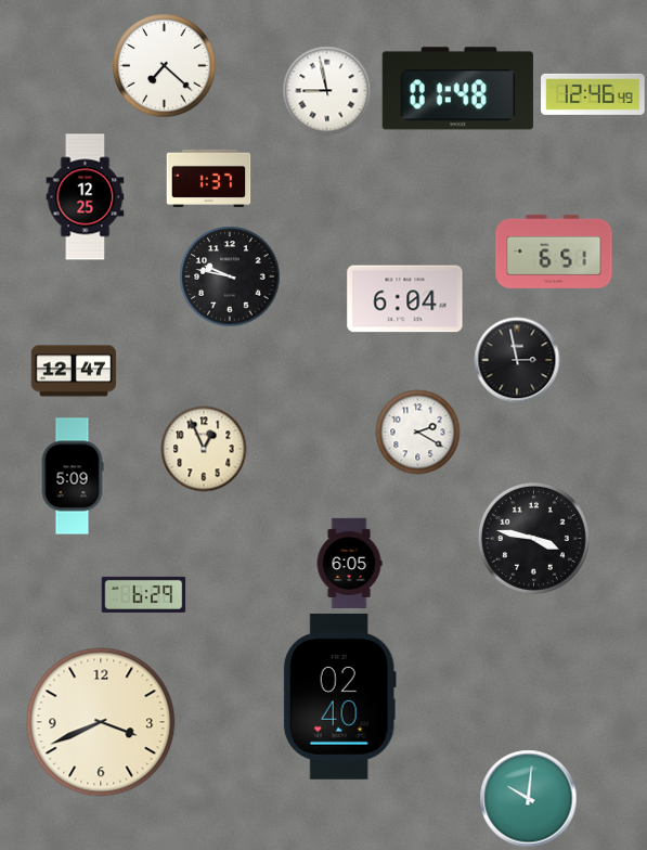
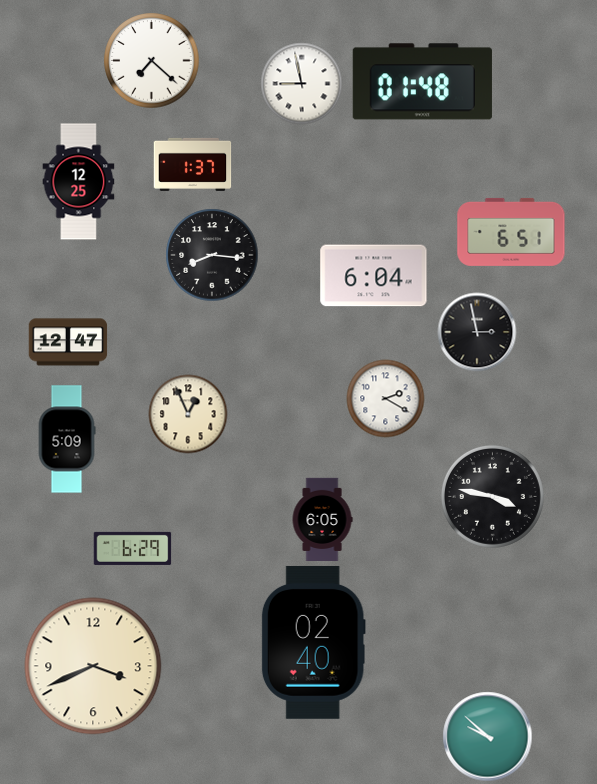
clock at (593, 94): 12:46 -> none
clock at (230, 276): 9:47 -> 8:16
clock at (528, 798): 10:01 -> 9:52
